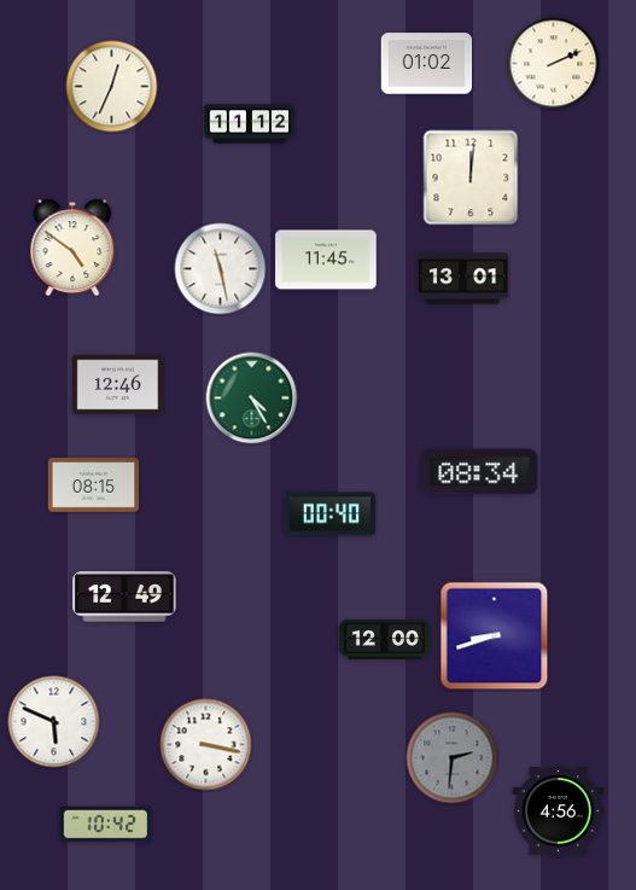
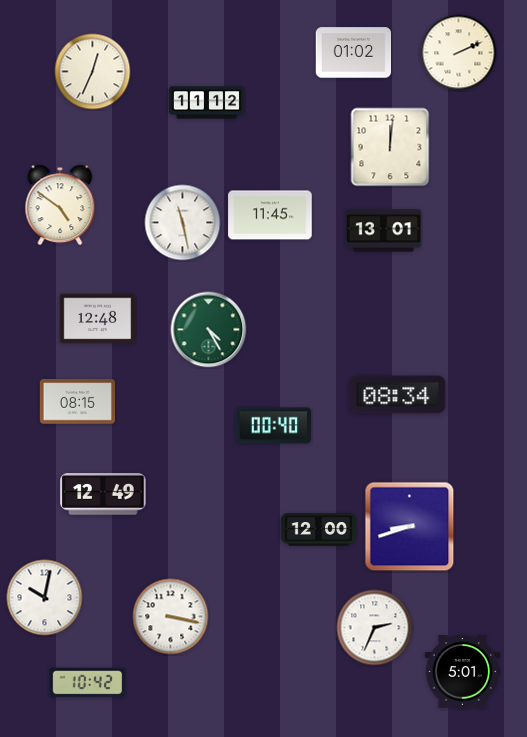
clock at (118, 385): 12:46 -> 12:48
clock at (480, 472) position: (480, 472) -> (398, 395)
clock at (54, 722): 5:49 -> 10:02
clock at (453, 758): 2:31 -> 2:34
clock at (453, 758) dial: grey -> white
clock at (559, 812): 4:56 -> 5:01
